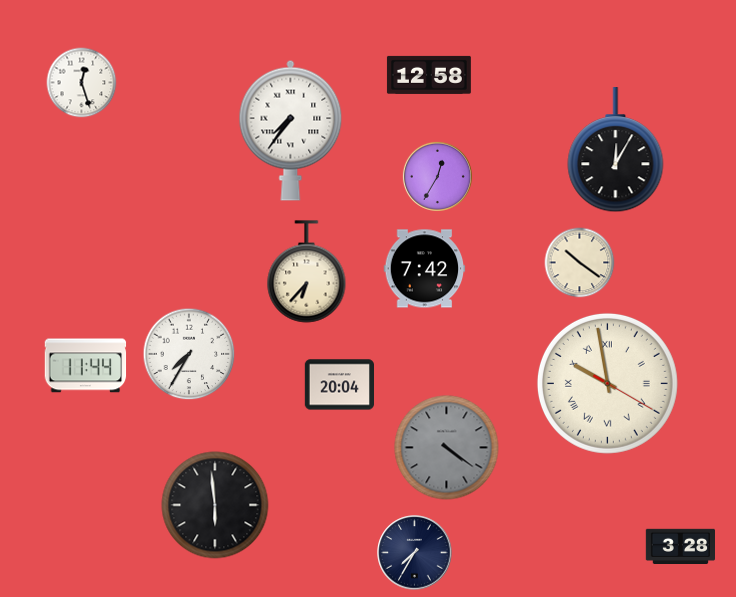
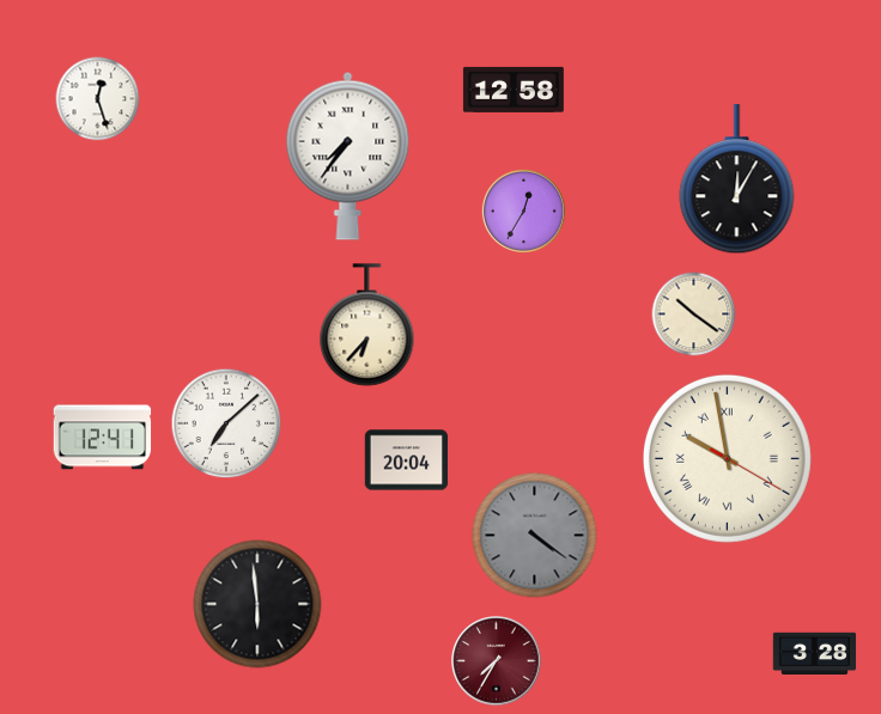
clock at (425, 269): 7:42 -> none
clock at (189, 354): 7:35 -> 7:08
clock at (86, 366): 11:44 -> 12:41
clock at (415, 553) dial: navy -> burgundy
